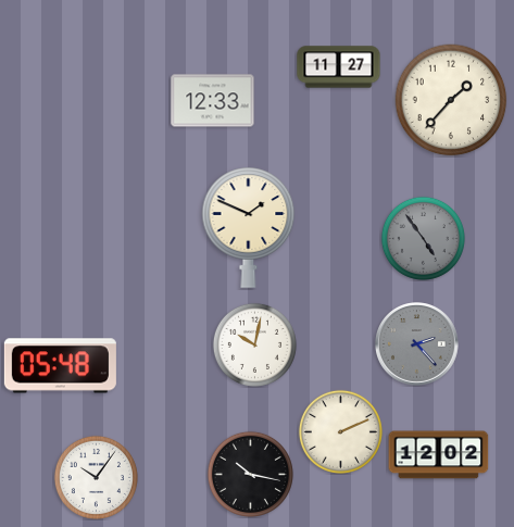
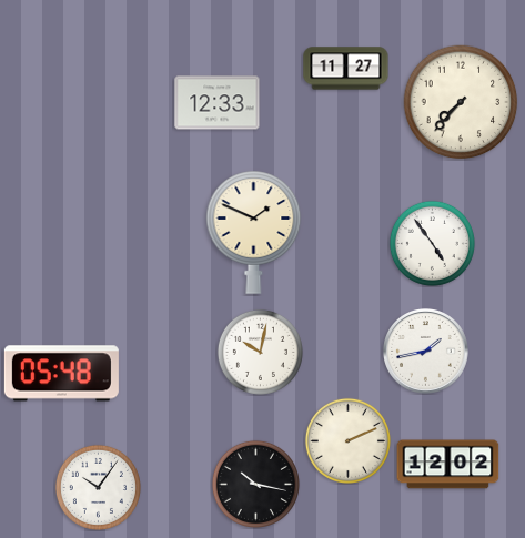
clock at (451, 100): 1:37 -> 7:37
clock at (423, 238) dial: grey -> white
clock at (417, 344): 2:23 -> 1:43
clock at (417, 344) dial: grey -> white
